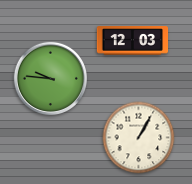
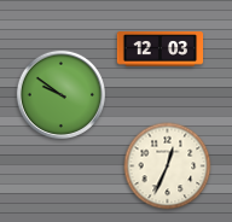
clock at (50, 78): 9:46 -> 9:51
clock at (139, 138): 1:05 -> 12:34
